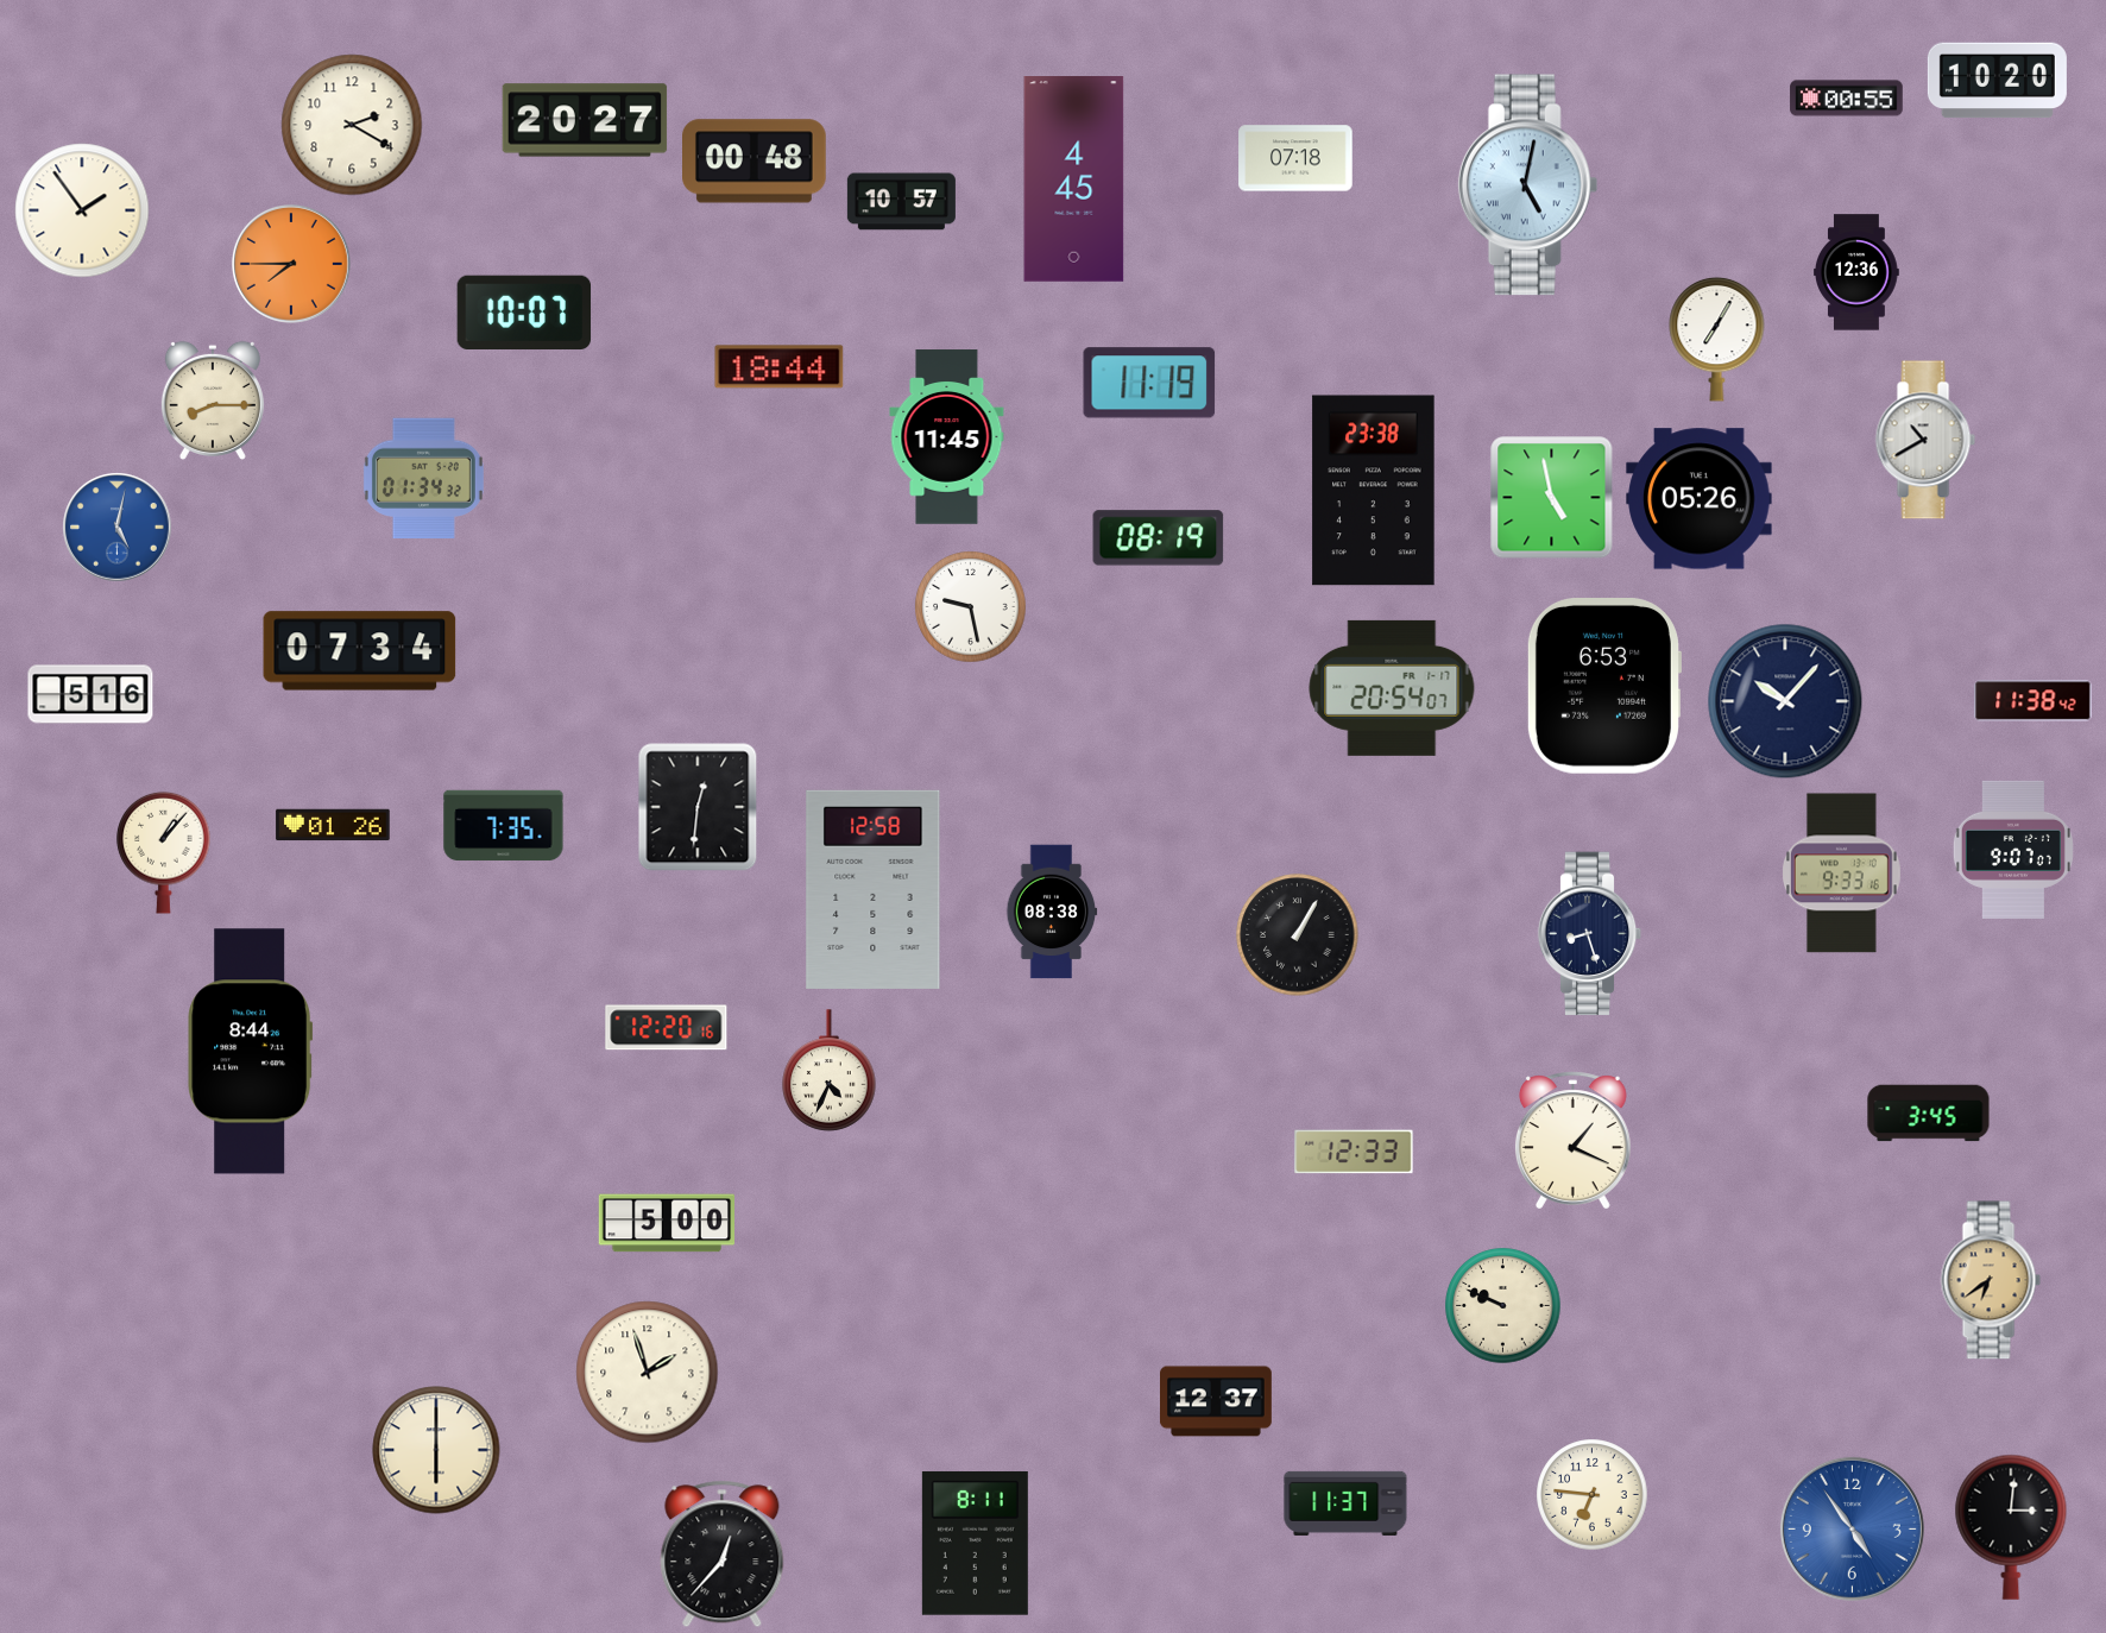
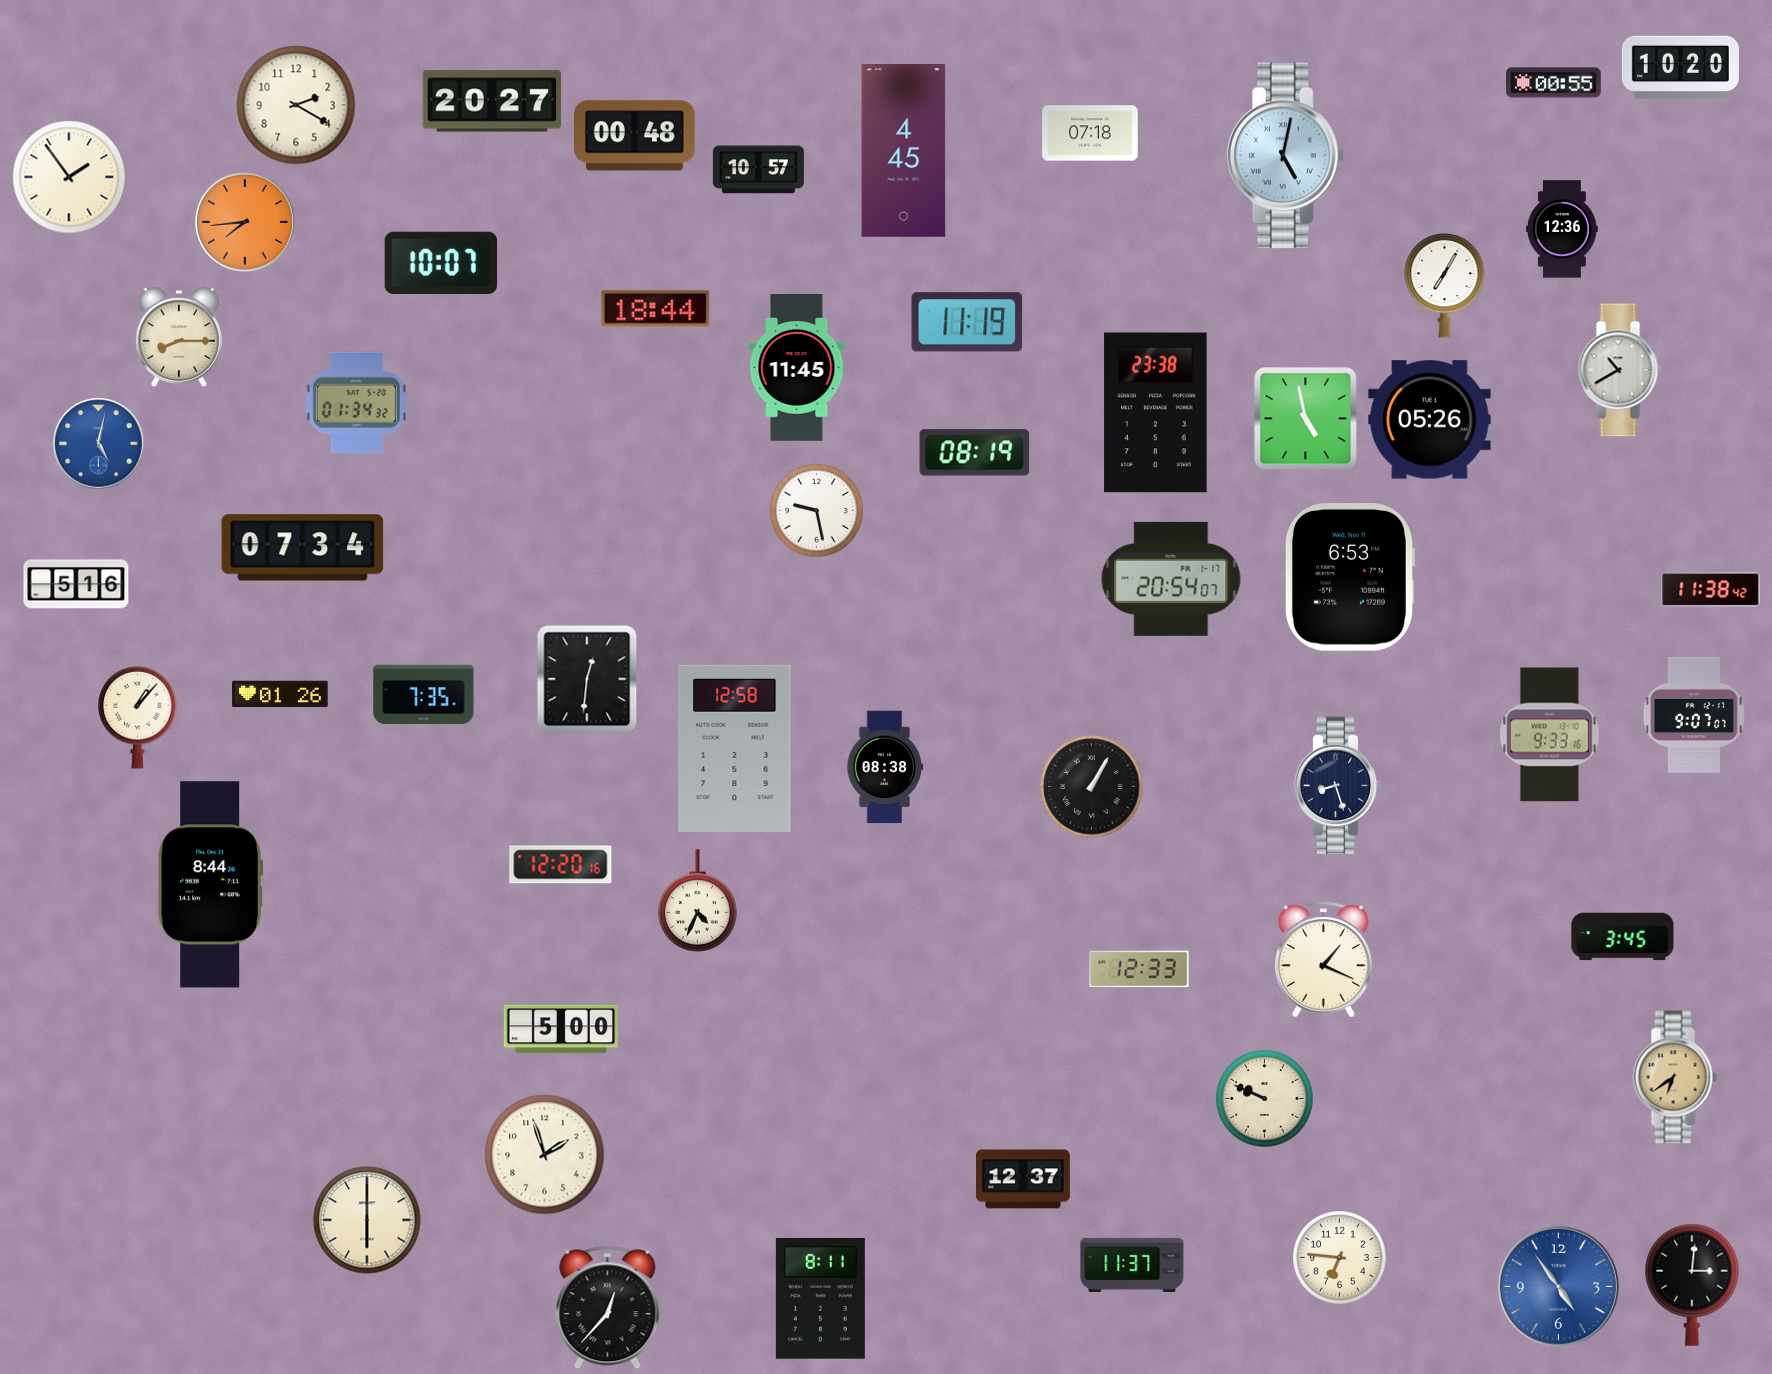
clock at (292, 265): 7:45 -> 7:44
clock at (1785, 701): 10:07 -> none
